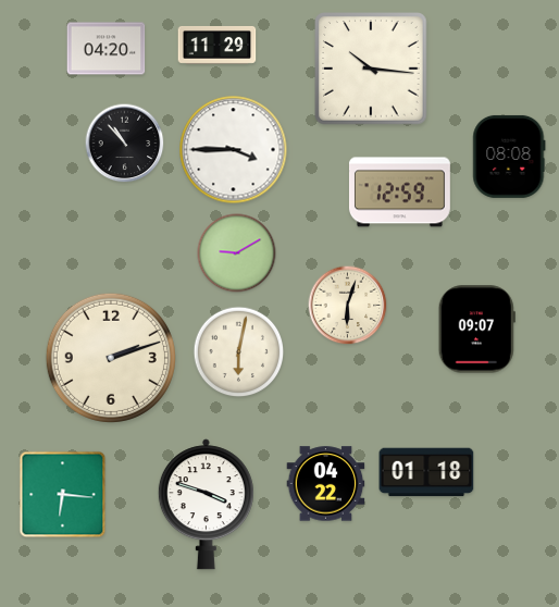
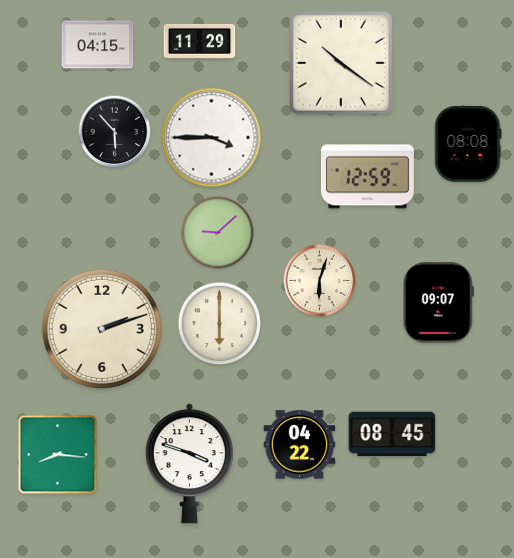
clock at (107, 49): 04:20 -> 04:15
clock at (372, 70): 10:16 -> 10:21
clock at (125, 144): 10:53 -> 5:53
clock at (234, 150) position: (234, 150) -> (212, 138)
clock at (237, 253): 9:10 -> 9:08
clock at (239, 352): 6:02 -> 6:00
clock at (426, 472): 01:18 -> 08:45
clock at (63, 495): 6:16 -> 8:16
